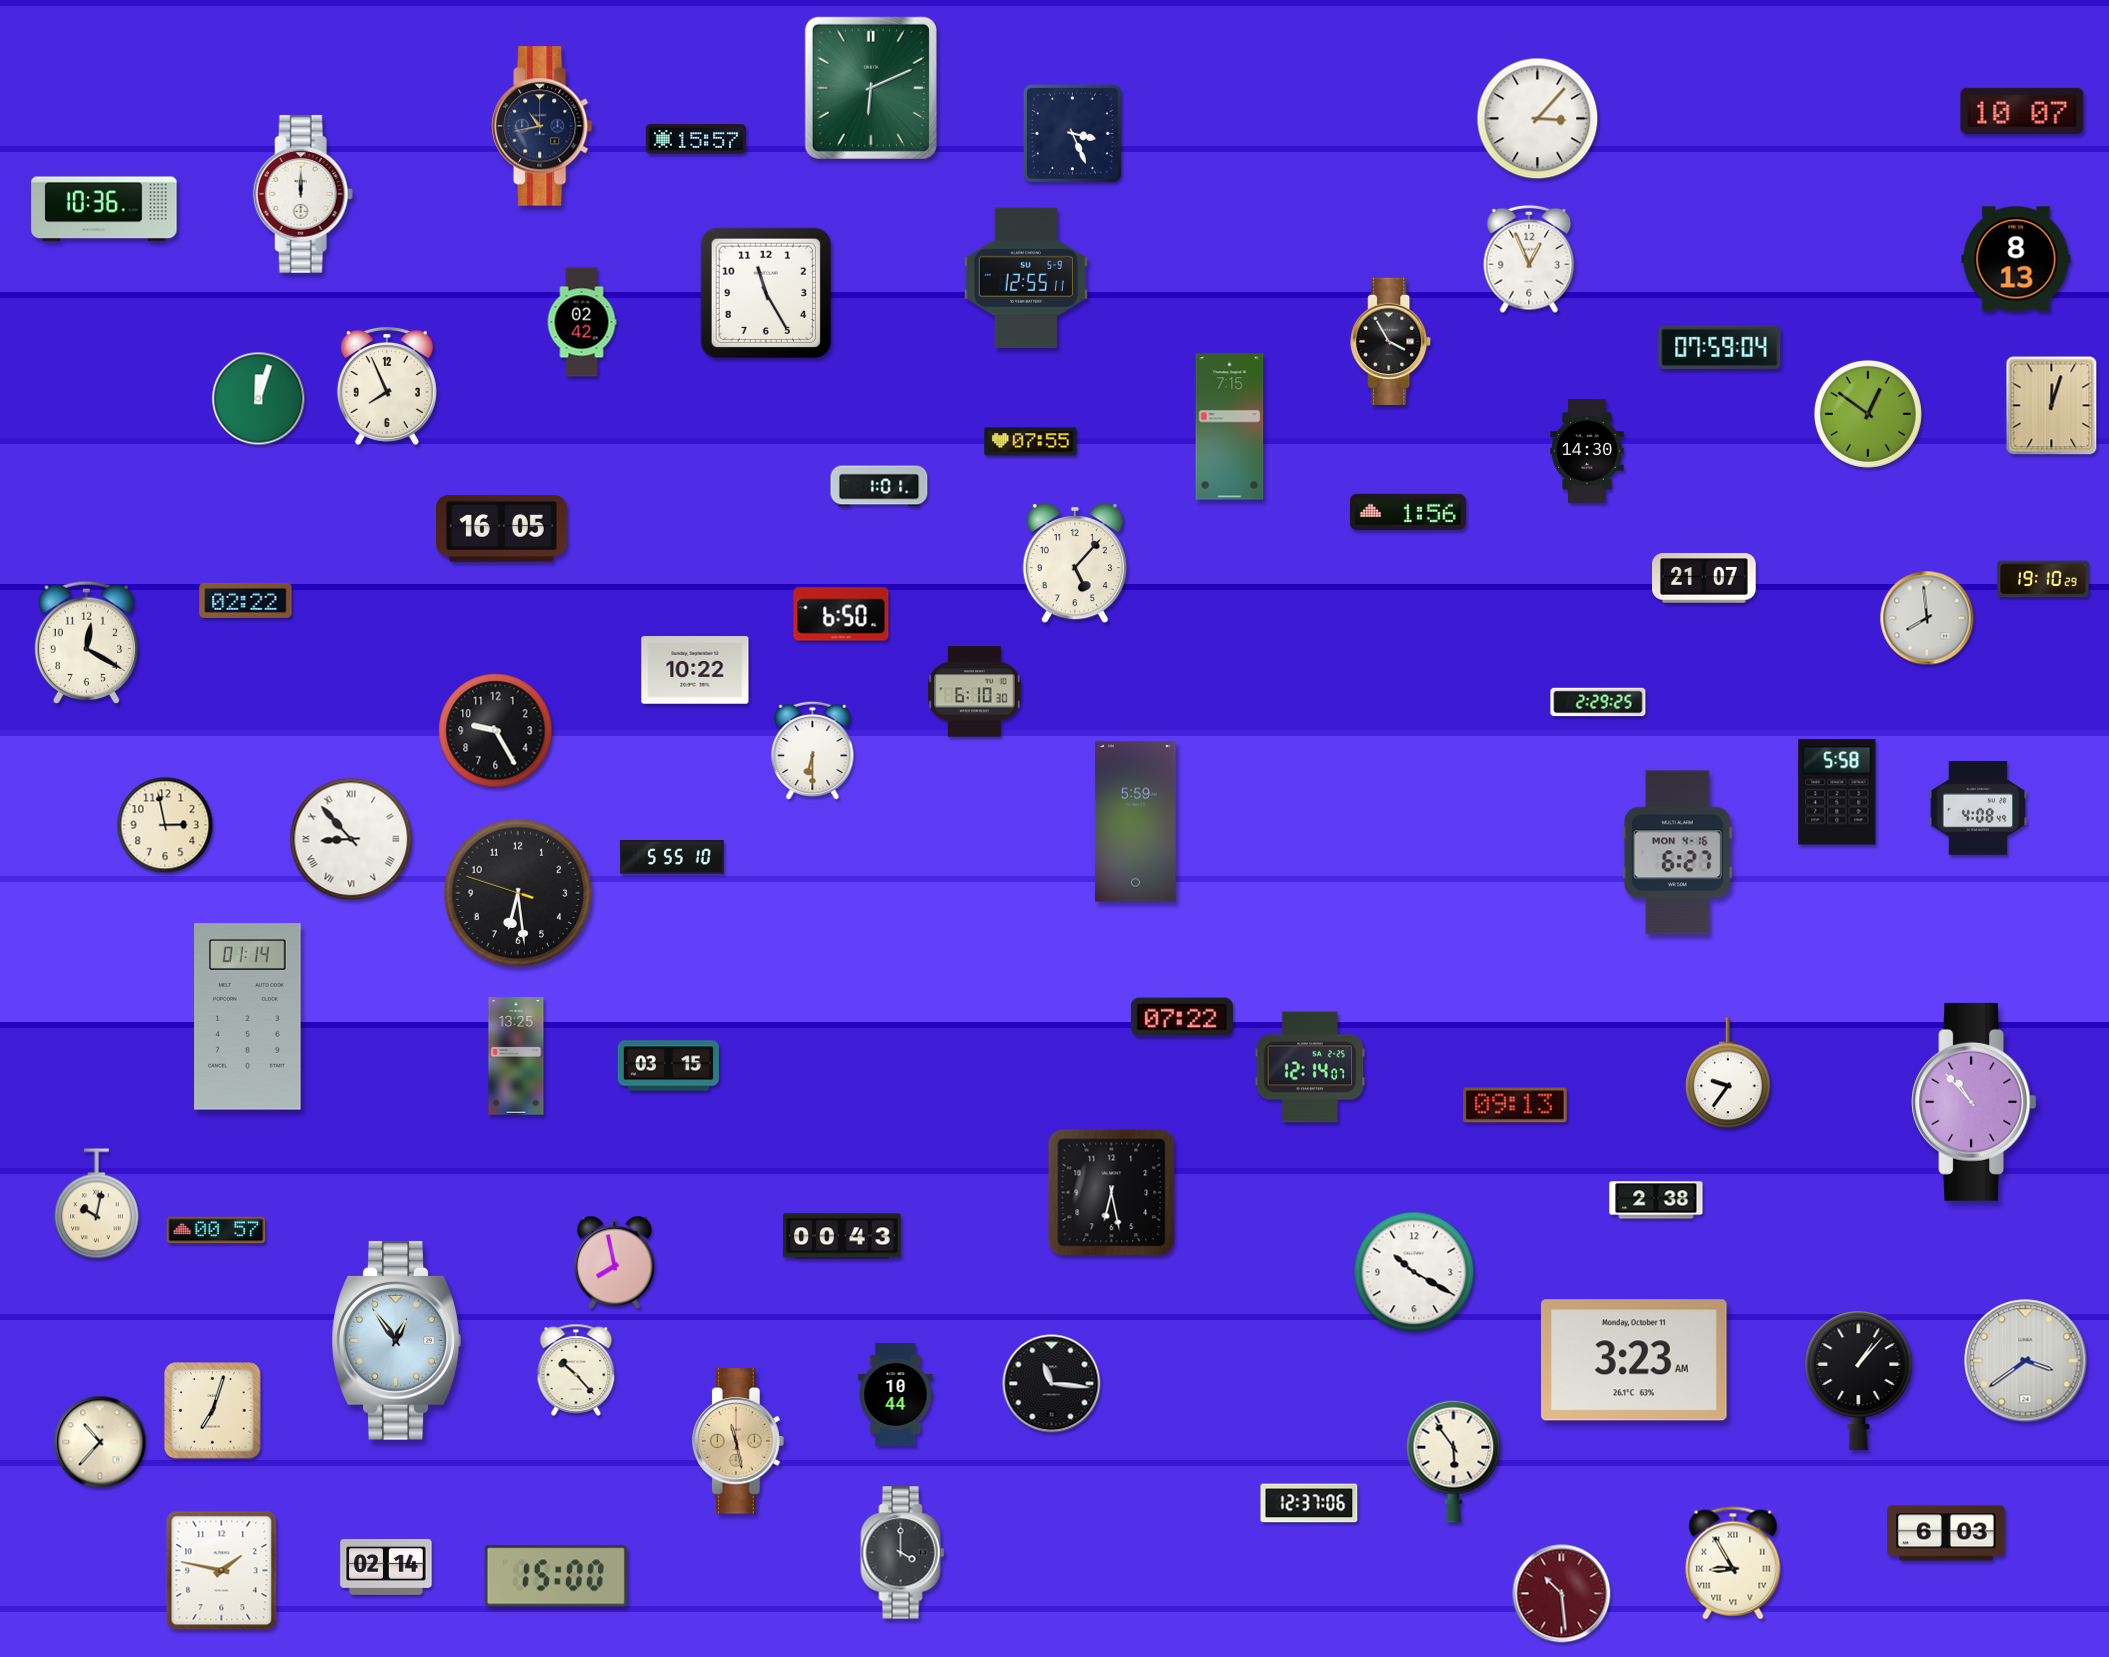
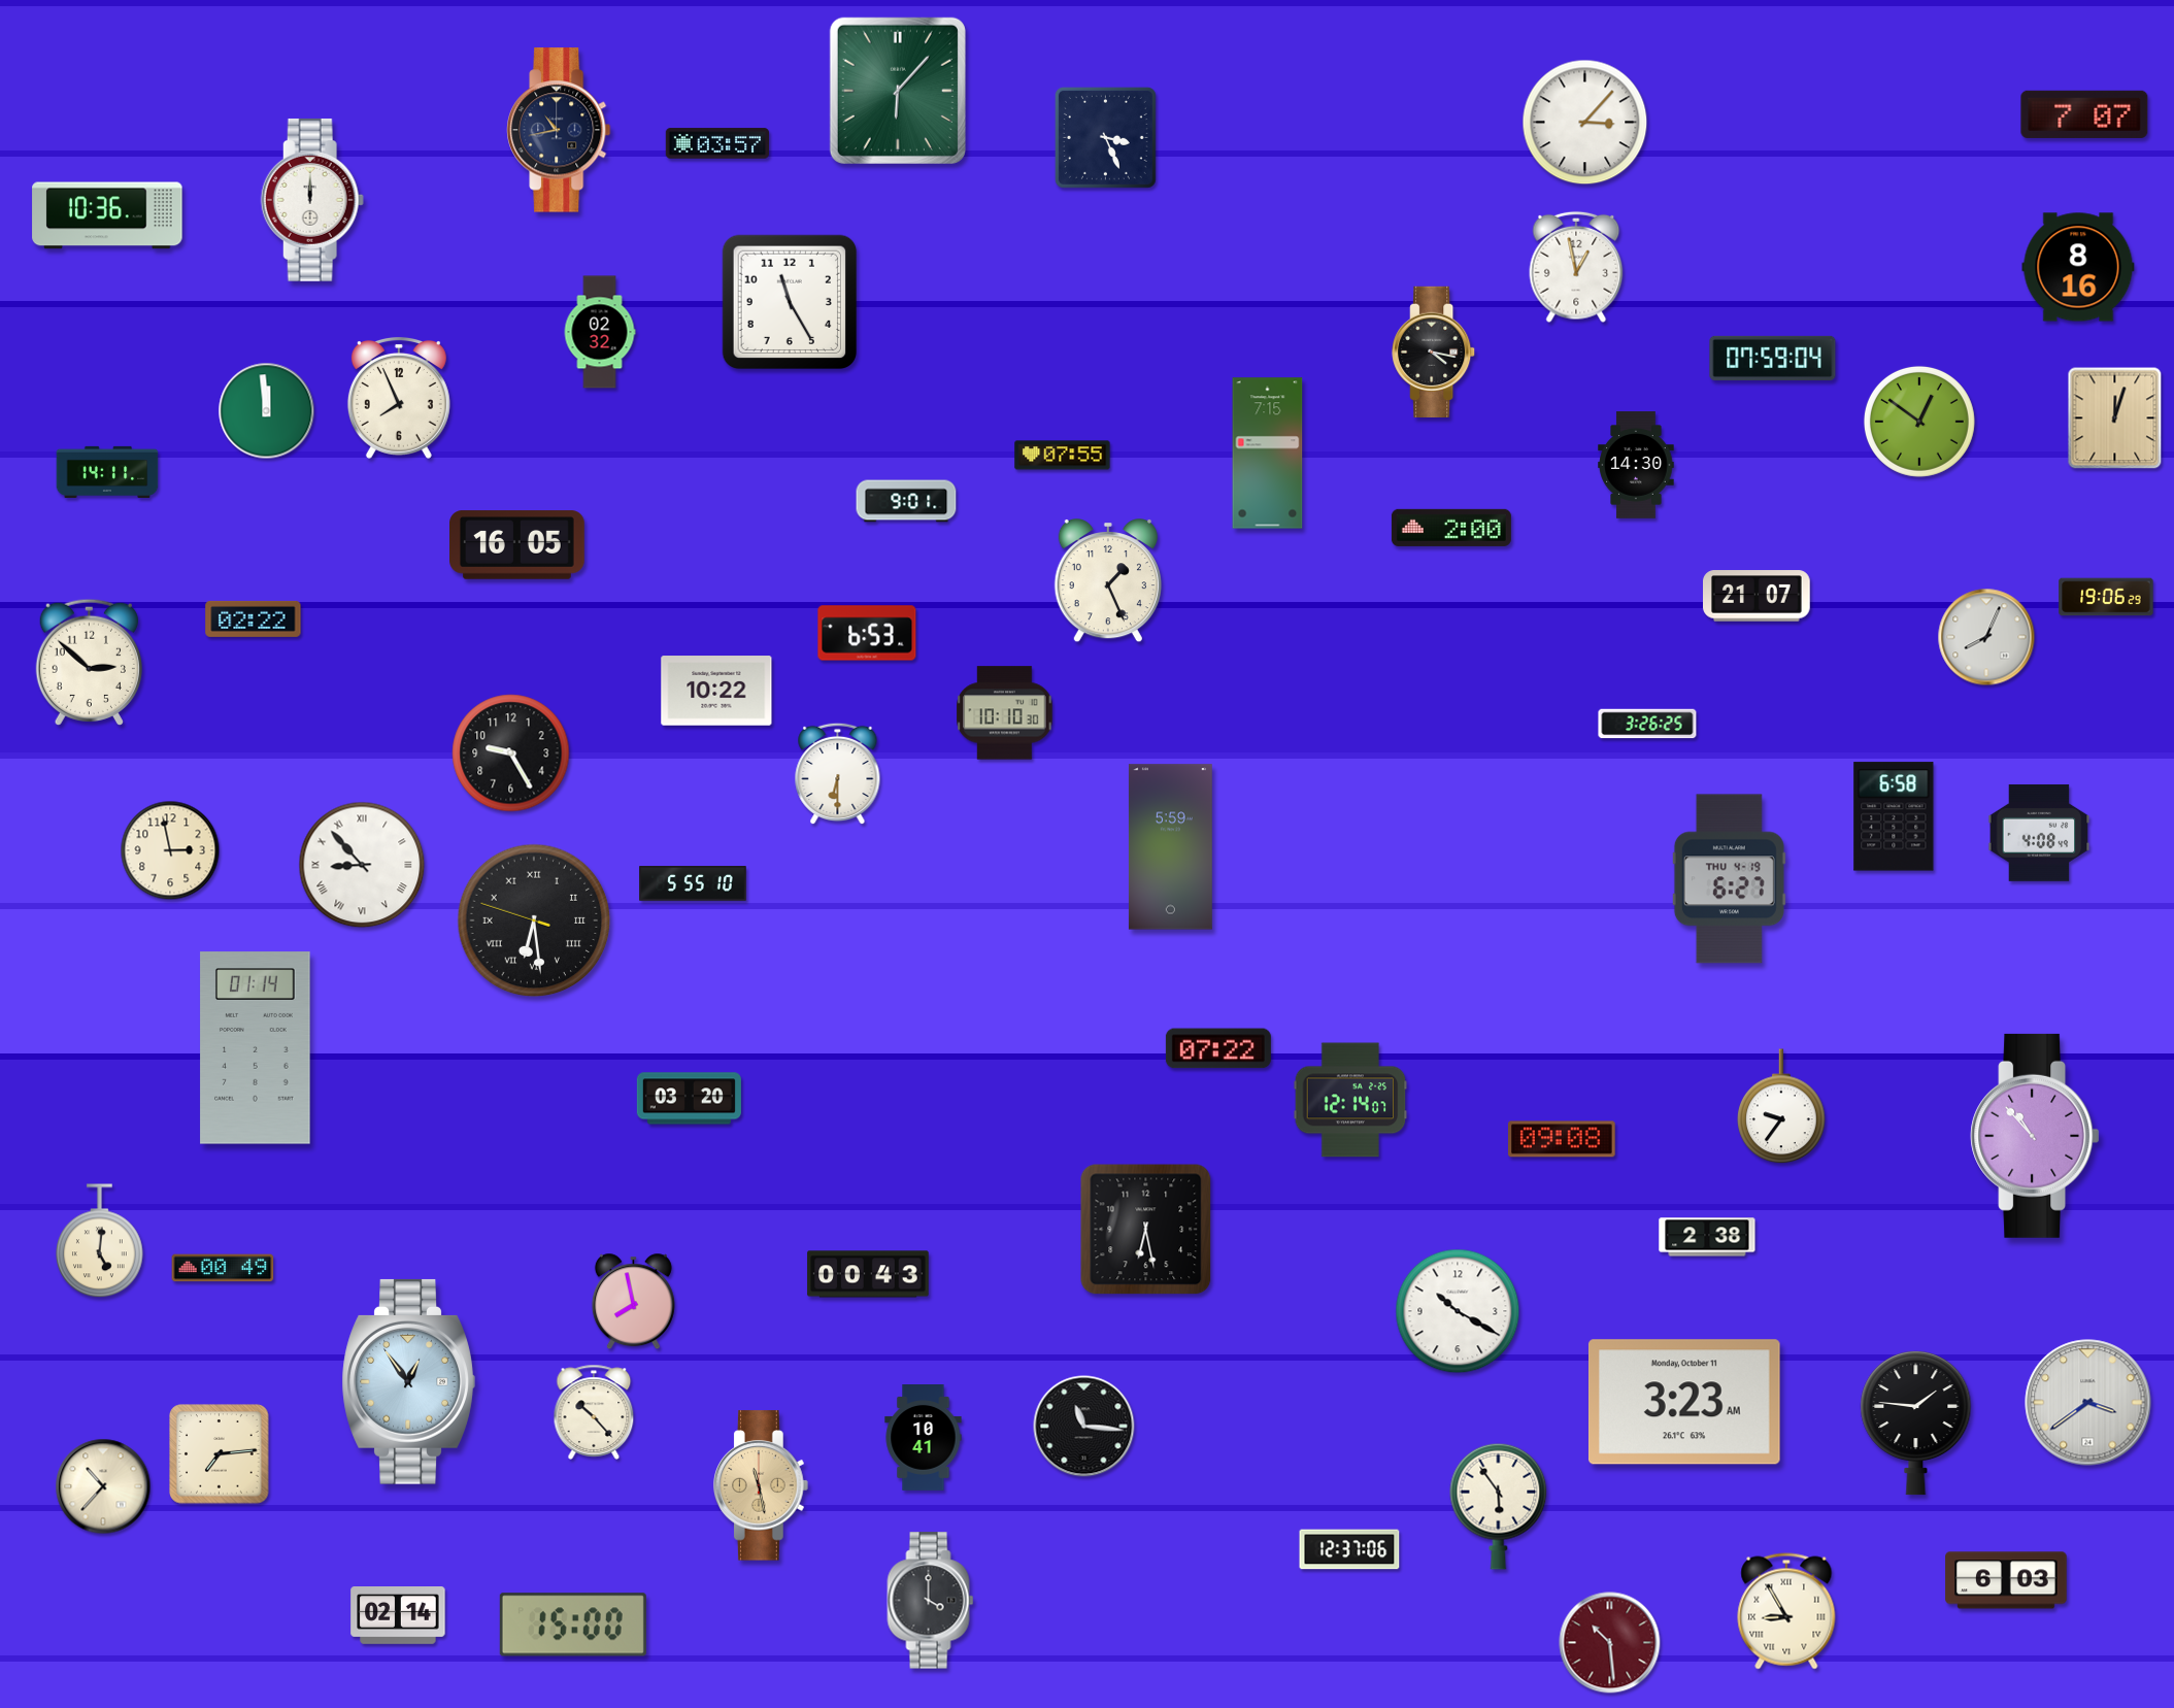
clock at (871, 88): 6:11 -> 6:07
clock at (2022, 111): 10:07 -> 7:07
clock at (696, 139): 15:57 -> 03:57
clock at (1529, 259): 12:56 -> 12:58
clock at (2016, 259): 8:13 -> 8:16
clock at (1026, 278): 12:55 -> none
clock at (582, 322): 02:42 -> 02:32
clock at (1391, 341): 3:55 -> 4:17
clock at (259, 399): 12:03 -> 11:59
clock at (1868, 414) position: (1868, 414) -> (1919, 422)
clock at (1230, 427) position: (1230, 427) -> (1268, 454)
clock at (107, 472): none -> 14:11
clock at (879, 486): 1:01 -> 9:01
clock at (1408, 512): 1:56 -> 2:00
clock at (1075, 564): 5:07 -> 1:26
clock at (2043, 579): 19:10 -> 19:06
clock at (841, 614): 6:50 -> 6:53
clock at (1927, 618): 7:59 -> 8:04
clock at (86, 642): 12:20 -> 2:52
clock at (975, 692): 6:10 -> 10:10
clock at (1598, 702): 2:29 -> 3:26
clock at (1837, 792): 5:58 -> 6:58
clock at (1677, 853) date: MON 4-16 -> THU 4-19
clock at (518, 893) numerals: Arabic -> Roman
clock at (516, 1056): 13:25 -> none
clock at (668, 1066): 03:15 -> 03:20
clock at (1516, 1105): 09:13 -> 09:08
clock at (97, 1204): 10:02 -> 5:01
clock at (216, 1230): 00:57 -> 00:49
clock at (1859, 1380): 1:07 -> 1:46
clock at (896, 1395): 10:44 -> 10:41
clock at (213, 1411): 7:03 -> 7:14
clock at (222, 1571): 1:47 -> none
